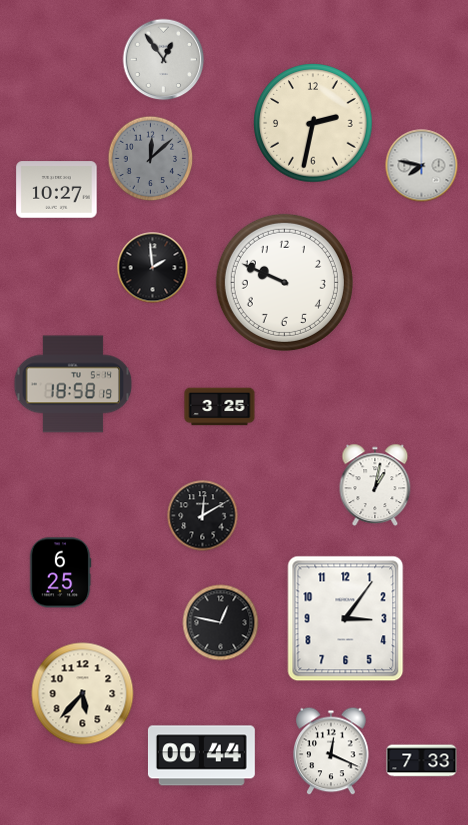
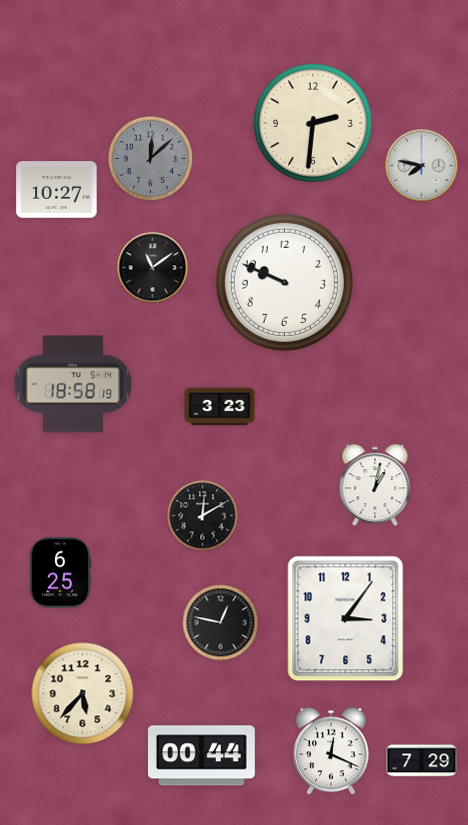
clock at (164, 60): 12:54 -> none
clock at (313, 123): 2:32 -> 2:31
clock at (153, 268): 1:59 -> 11:09
clock at (220, 407): 3:25 -> 3:23
clock at (422, 761): 7:33 -> 7:29
